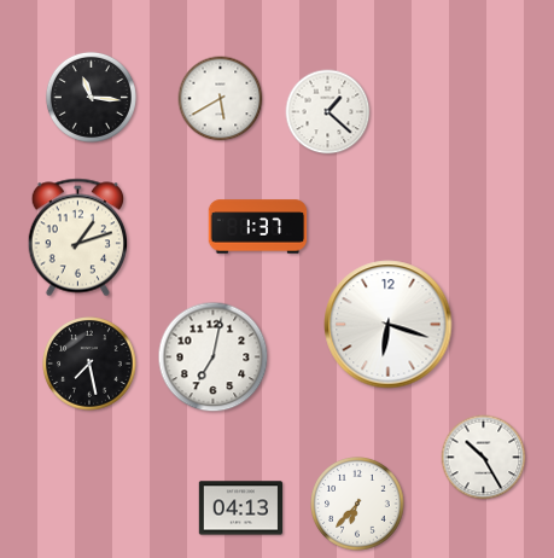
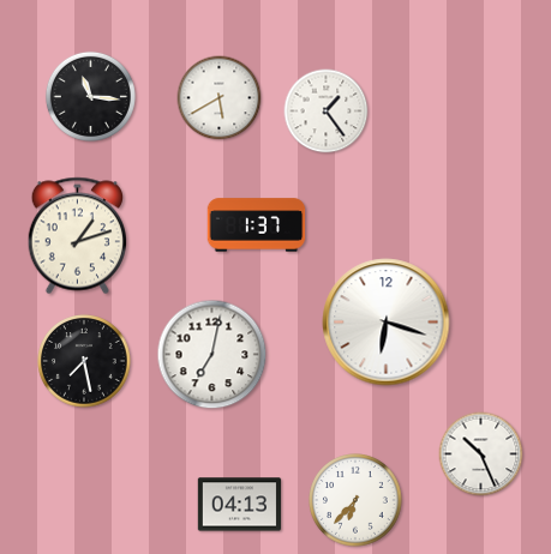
clock at (328, 112): 1:22 -> 1:24
clock at (89, 364) position: (89, 364) -> (84, 361)
clock at (484, 458): 10:25 -> 10:26
